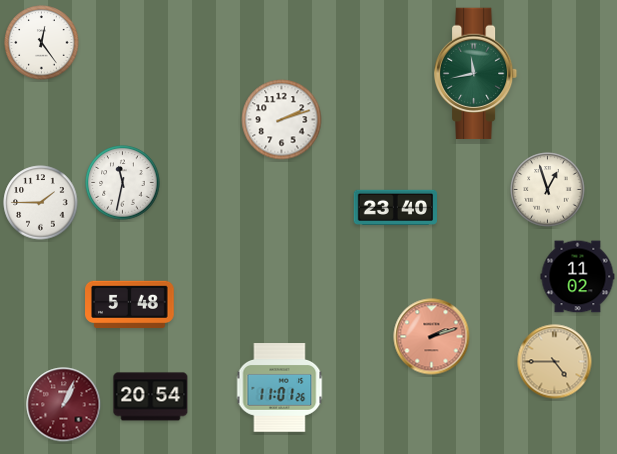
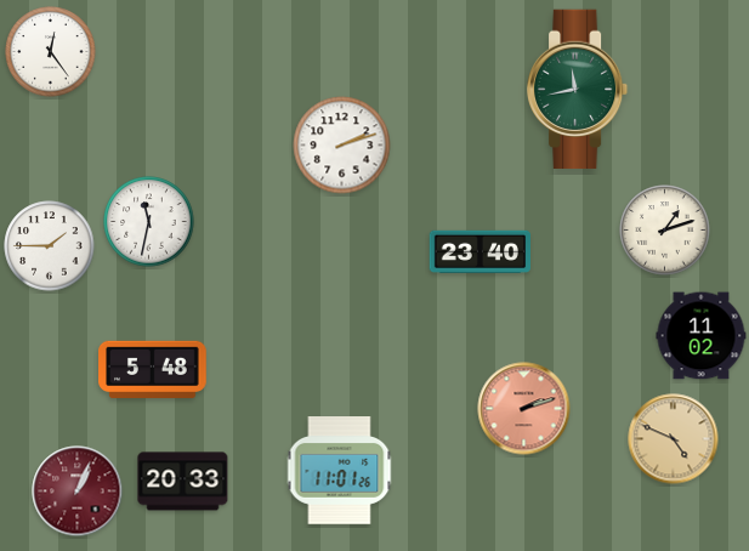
clock at (548, 190): 12:57 -> 1:12
clock at (130, 305) position: (130, 305) -> (153, 370)
clock at (555, 362): 4:45 -> 4:49
clock at (151, 397): 20:54 -> 20:33
